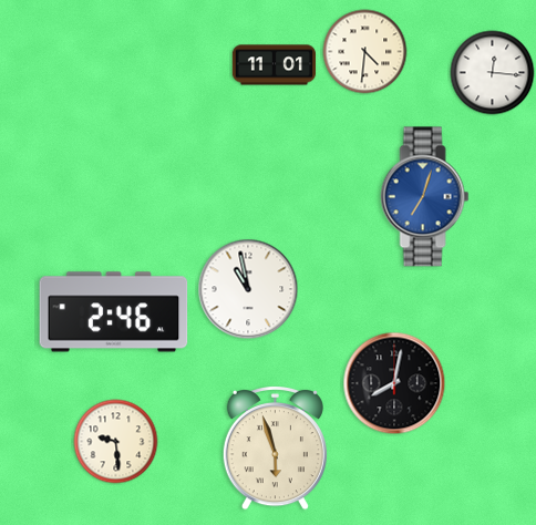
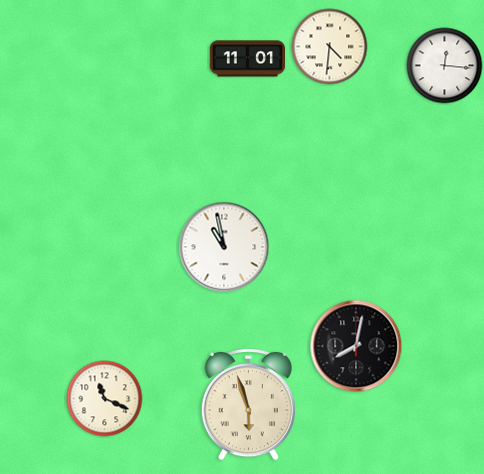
clock at (425, 197): 7:03 -> none
clock at (248, 289) position: (248, 289) -> (224, 247)
clock at (114, 312): 2:46 -> none
clock at (116, 442): 9:29 -> 11:19
